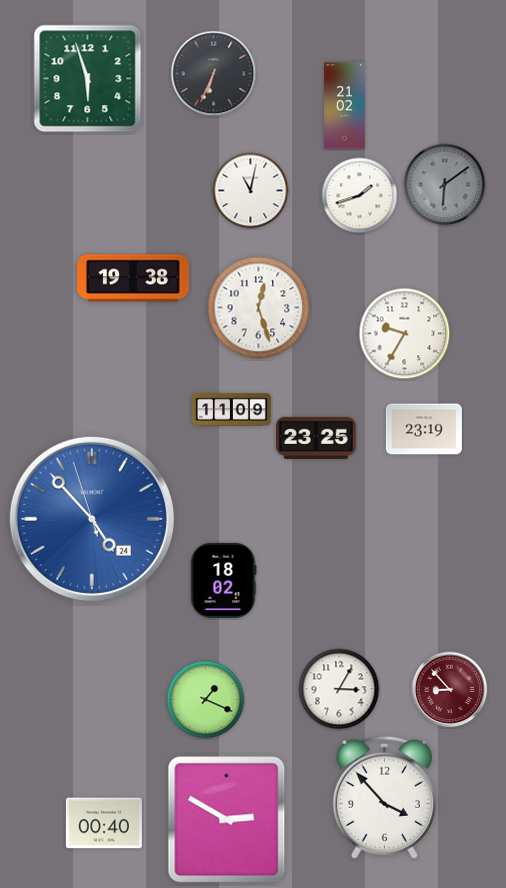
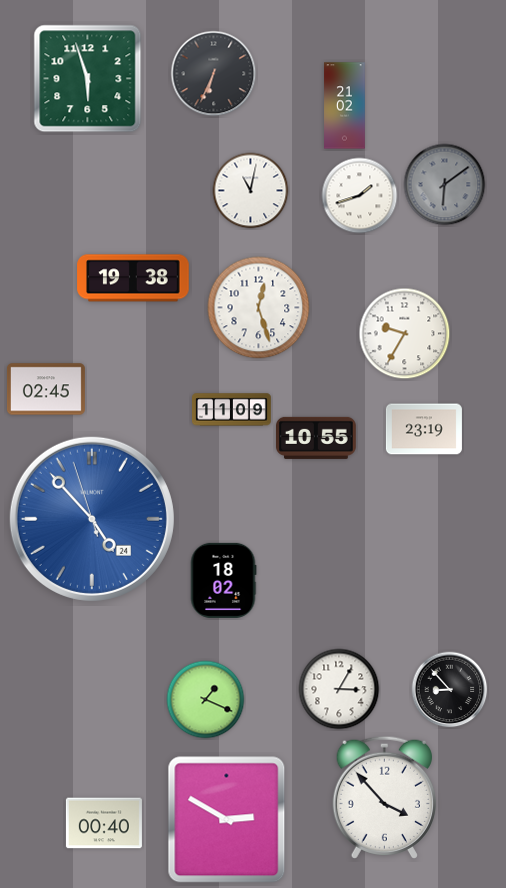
clock at (46, 389): none -> 02:45
clock at (317, 438): 23:25 -> 10:55
clock at (450, 690) dial: burgundy -> black
